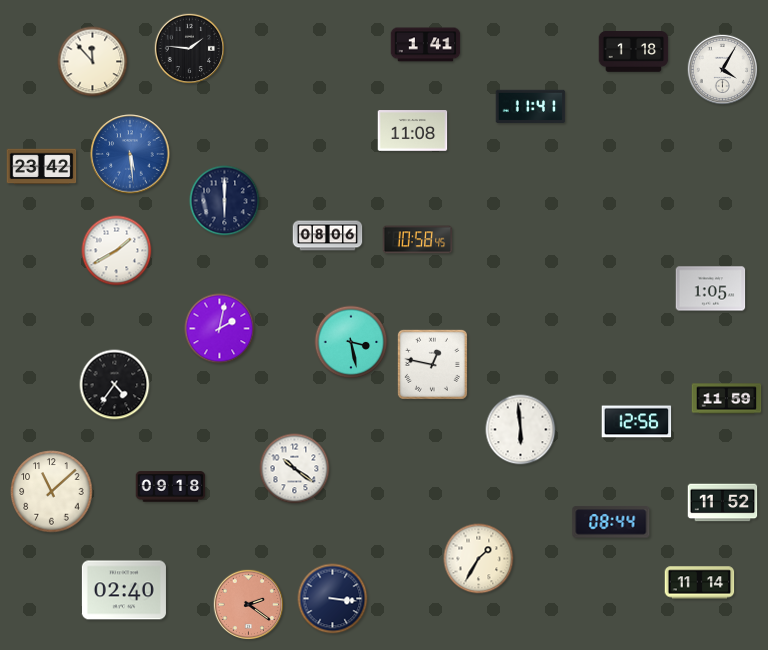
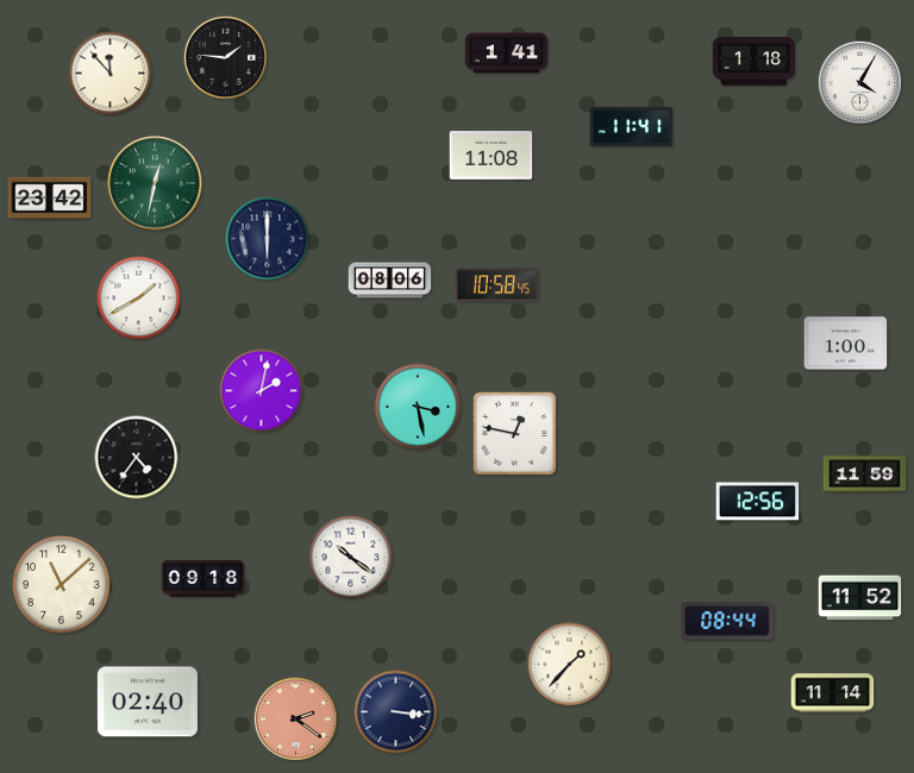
clock at (130, 154): 5:29 -> 12:32
clock at (130, 154) dial: blue -> green
clock at (711, 289): 1:05 -> 1:00
clock at (521, 430): 5:59 -> none
clock at (479, 559): 1:35 -> 1:37
